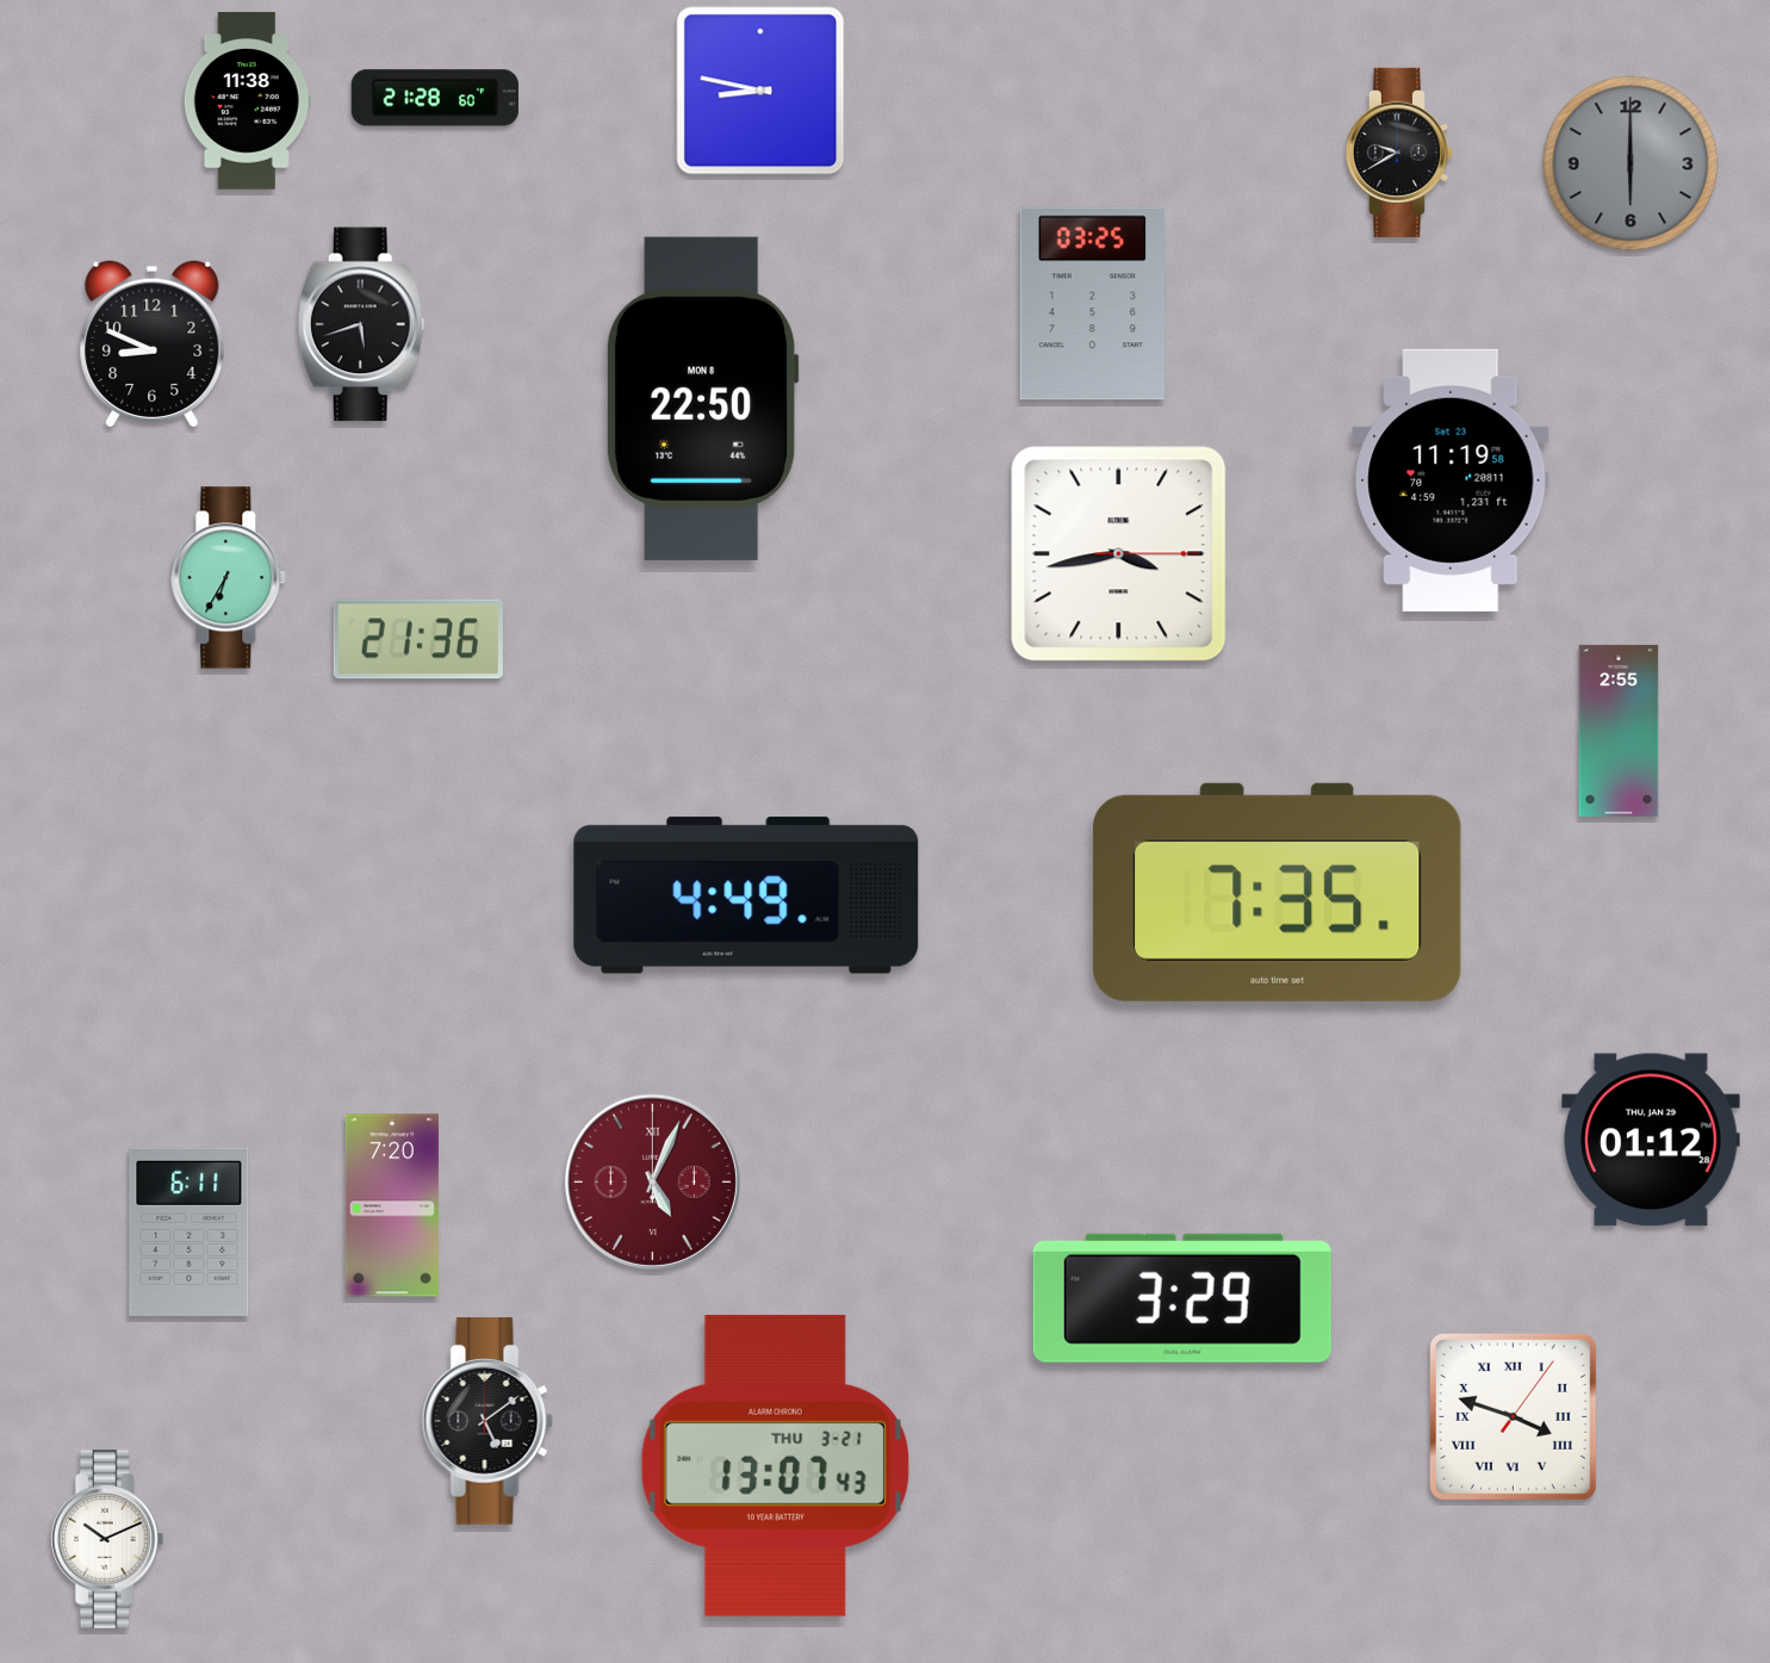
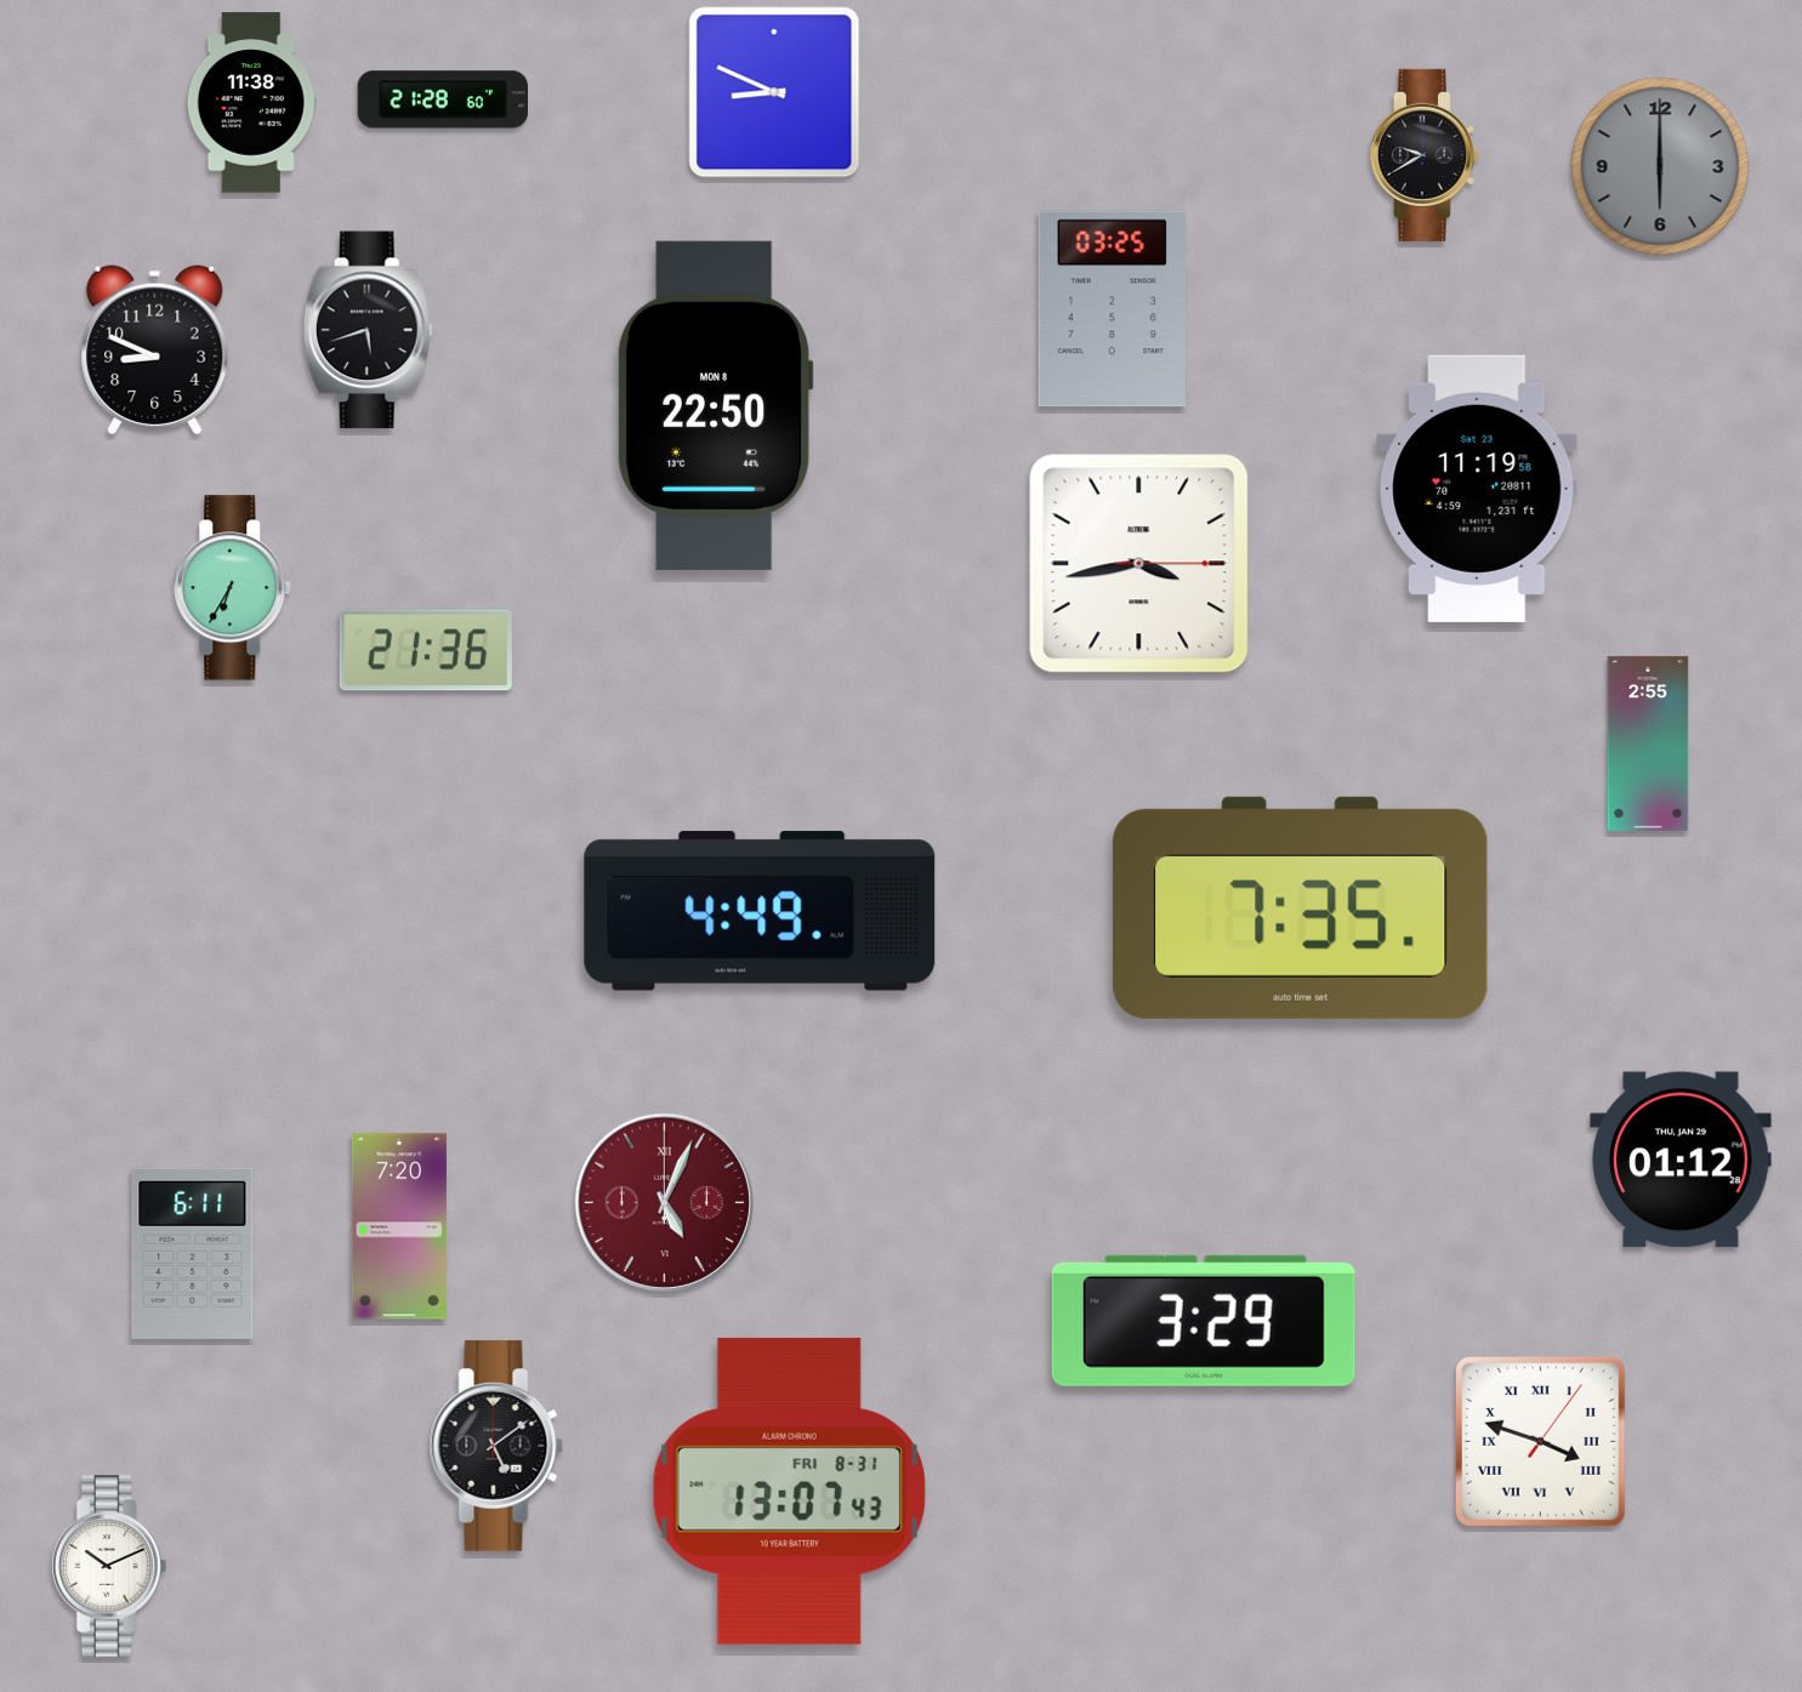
clock at (760, 91): 8:47 -> 8:49
clock at (775, 1465) date: THU 3-21 -> FRI 8-31
